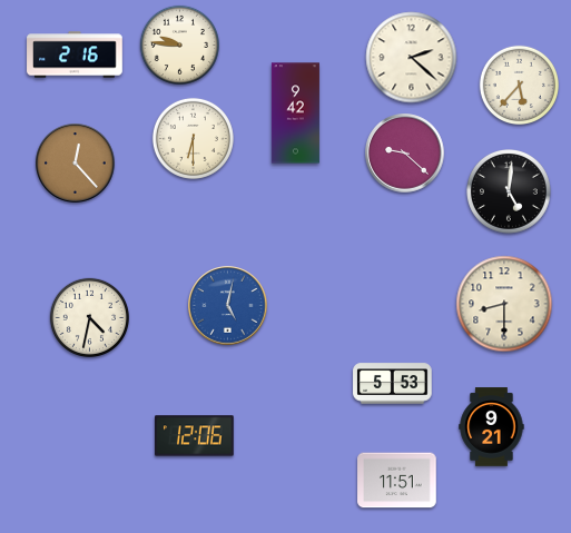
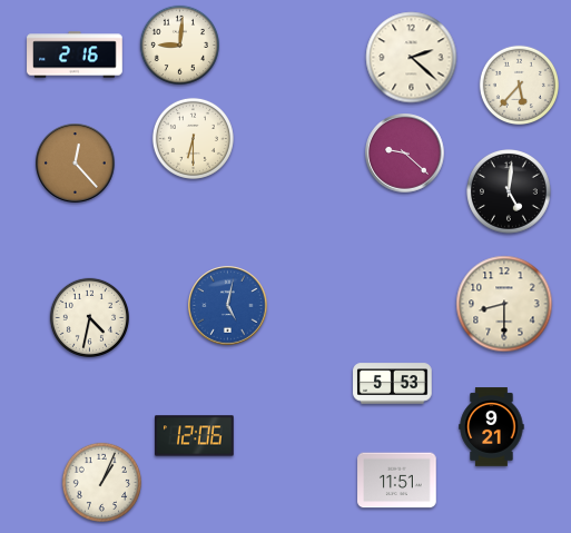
clock at (179, 45): 9:46 -> 9:01
clock at (295, 113): 9:42 -> none
clock at (101, 482): none -> 1:04
